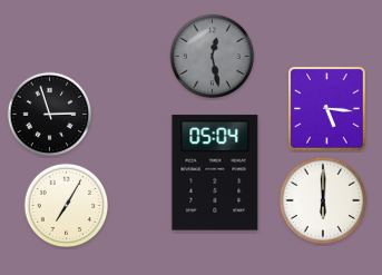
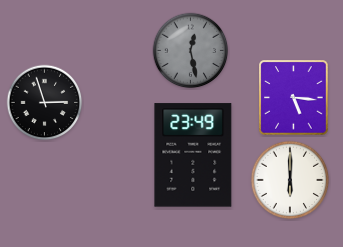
clock at (215, 173): 05:04 -> 23:49
clock at (67, 206): 7:05 -> none
